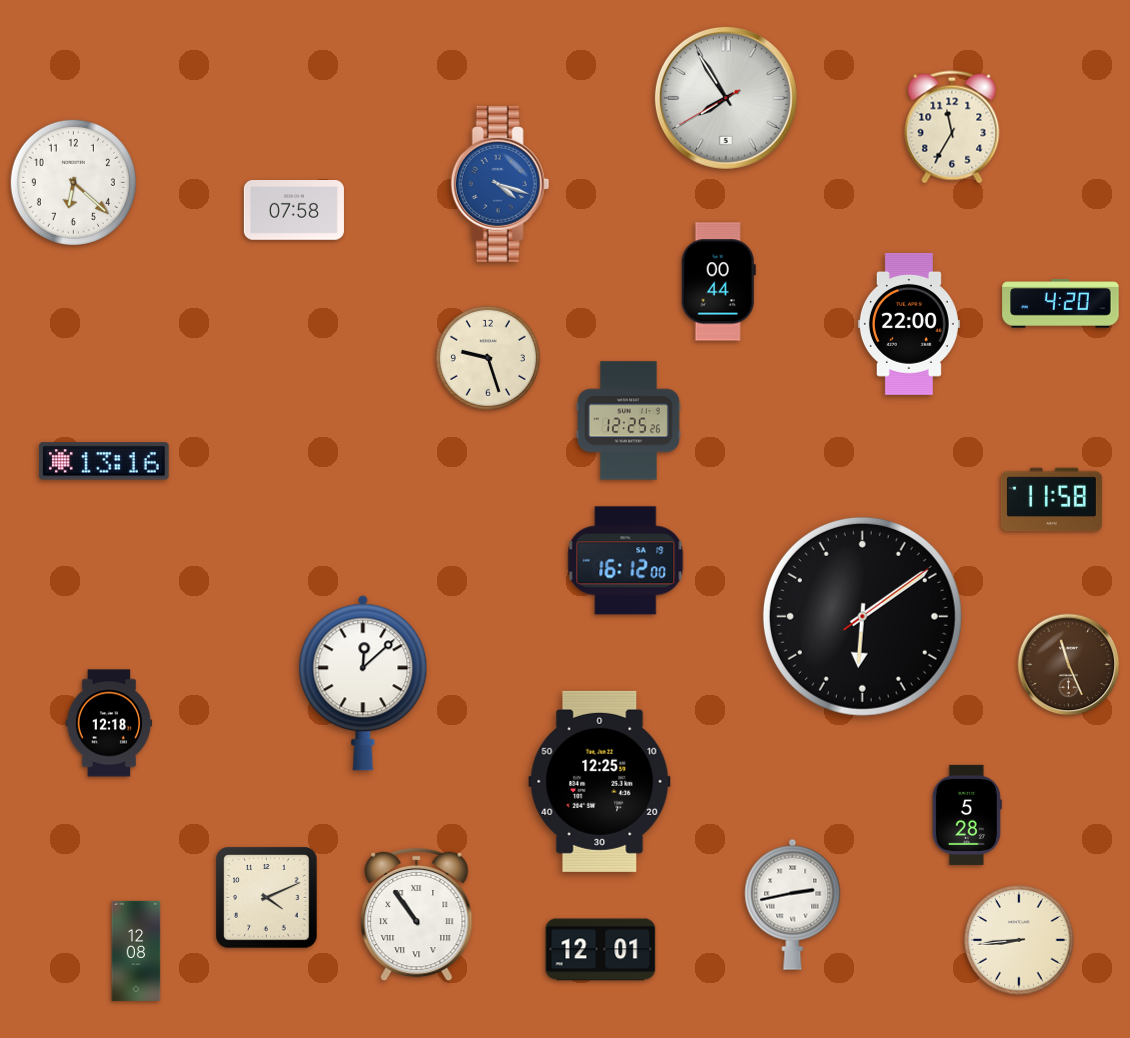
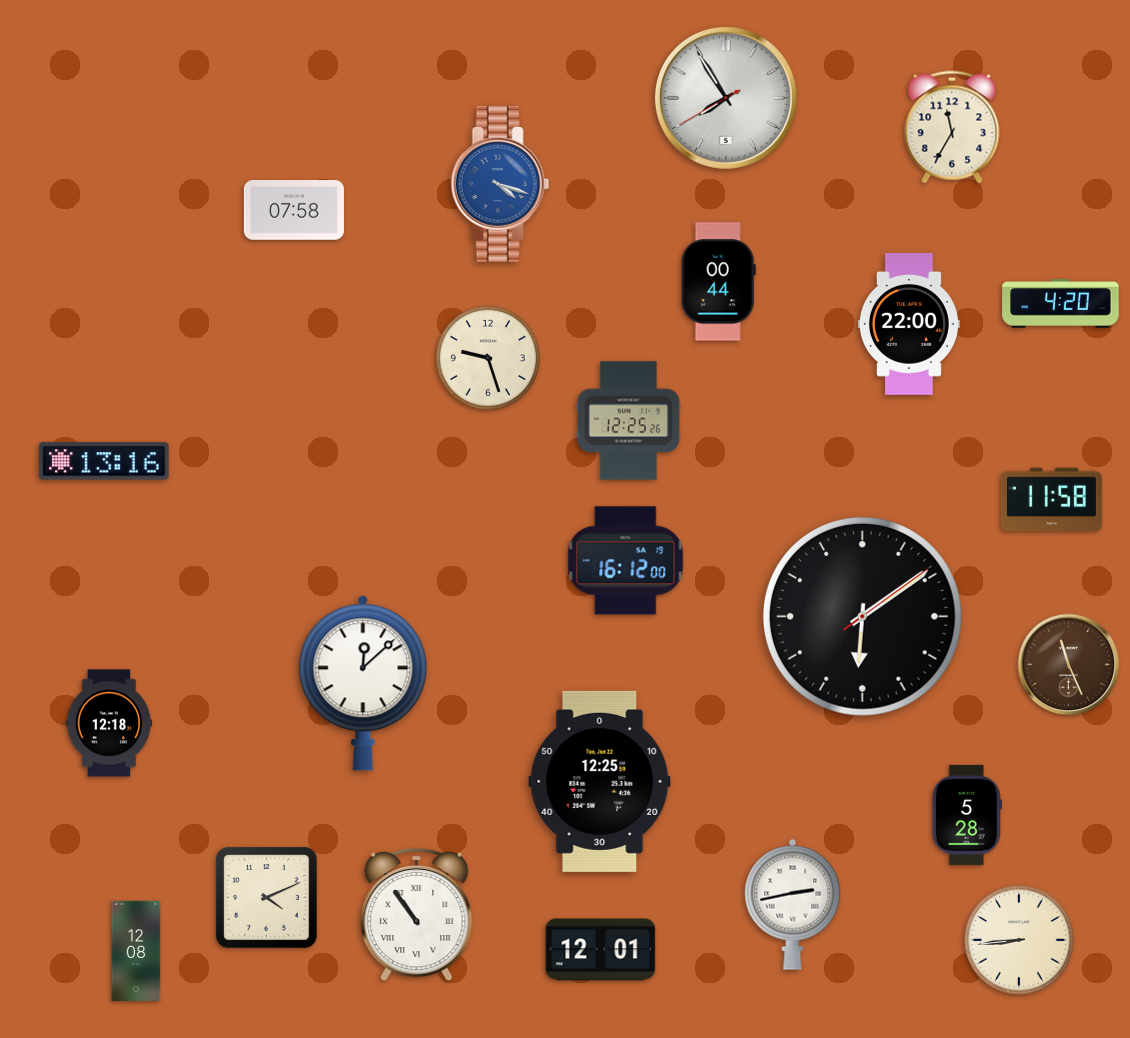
clock at (73, 182): 6:22 -> none
